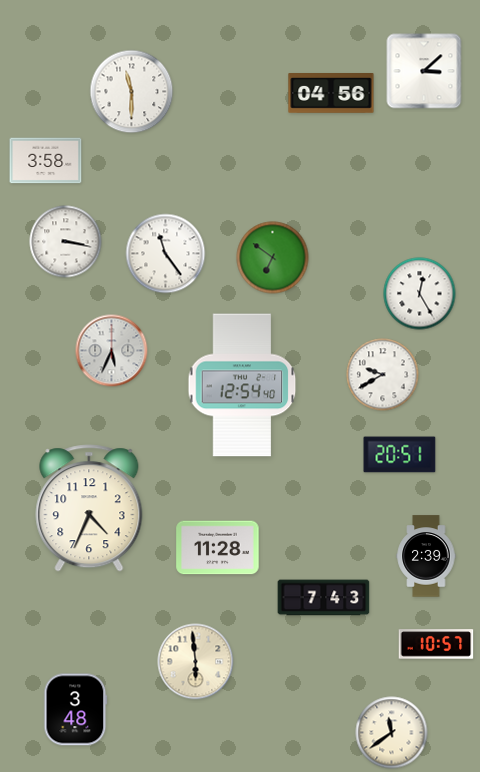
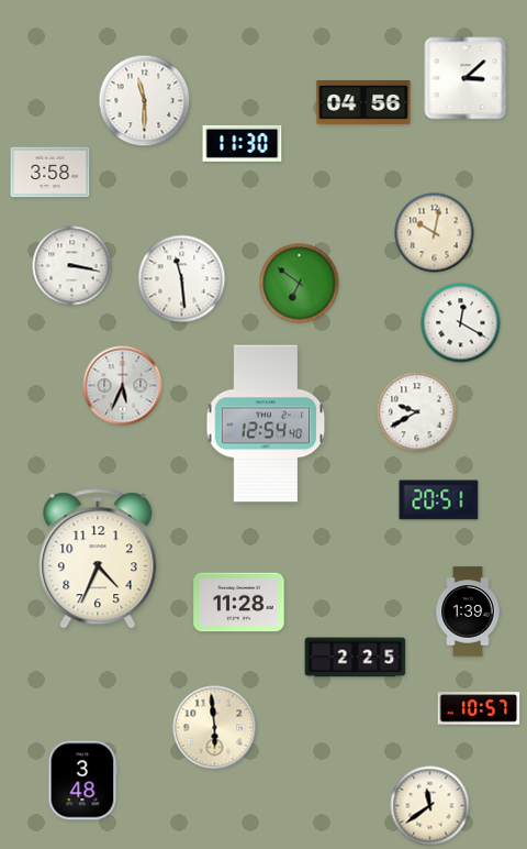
clock at (243, 143): none -> 11:30
clock at (46, 161) position: (46, 161) -> (51, 173)
clock at (435, 233): none -> 10:02
clock at (166, 254): 11:24 -> 11:29
clock at (420, 294): 12:25 -> 12:20
clock at (383, 375) position: (383, 375) -> (417, 412)
clock at (426, 556): 2:39 -> 1:39
clock at (324, 598): 7:43 -> 2:25
